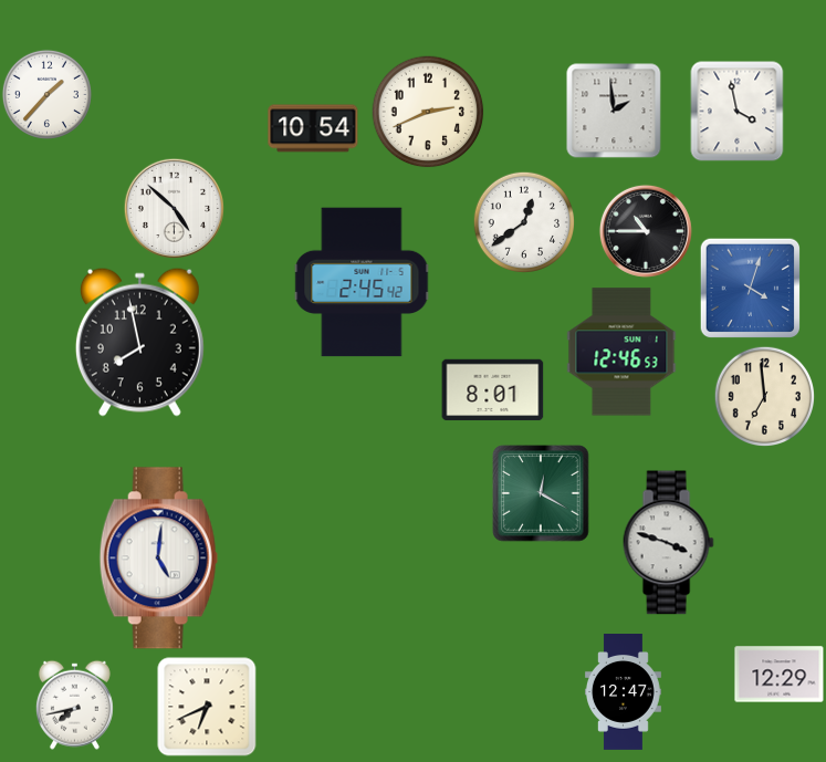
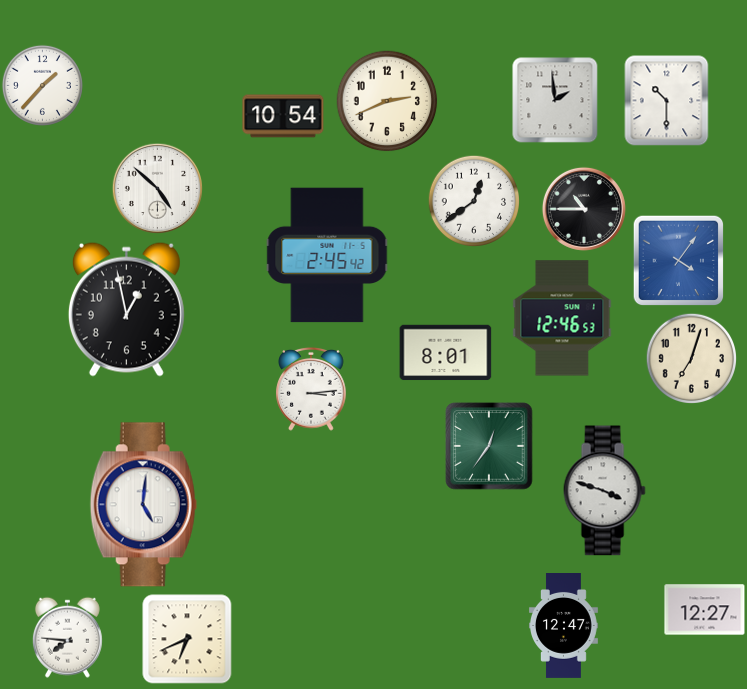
clock at (738, 112): 3:58 -> 10:30
clock at (750, 288): 4:03 -> 4:06
clock at (139, 342): 7:58 -> 12:58
clock at (764, 396): 6:59 -> 7:03
clock at (312, 389): none -> 3:14
clock at (541, 493): 12:20 -> 12:36
clock at (780, 675): 12:29 -> 12:27
clock at (74, 704): 7:43 -> 7:46
